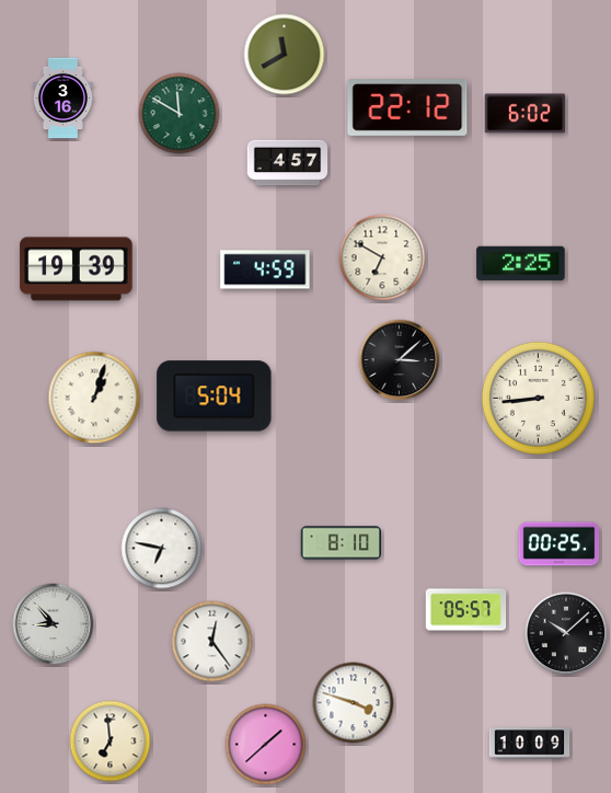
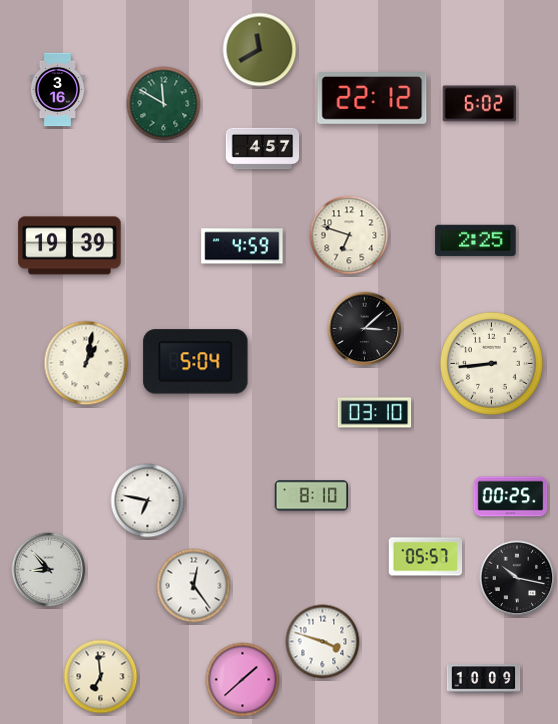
clock at (382, 257): 6:50 -> 6:48
clock at (94, 398): 1:03 -> 1:02
clock at (375, 413): none -> 03:10
clock at (566, 633): 10:08 -> 10:17
